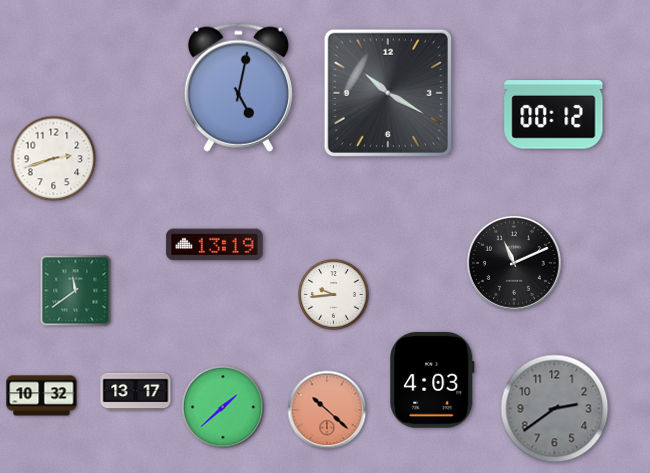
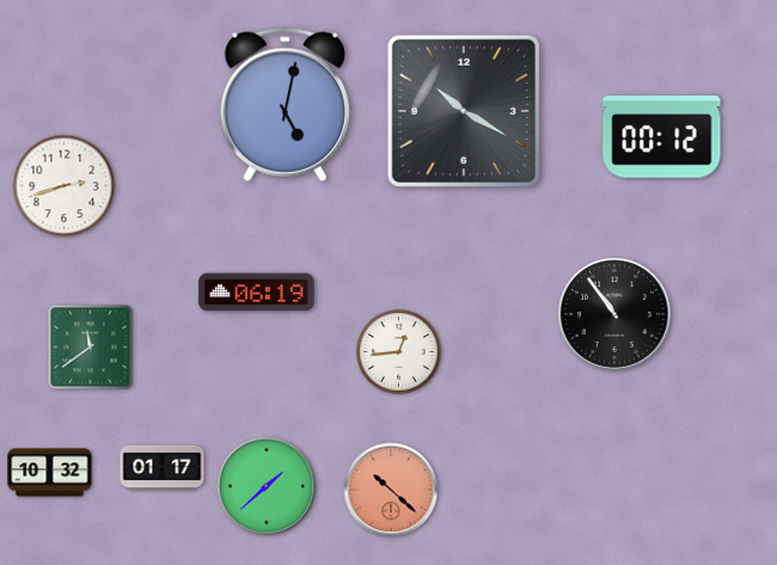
clock at (54, 159) position: (54, 159) -> (65, 186)
clock at (215, 245): 13:19 -> 06:19
clock at (514, 263): 11:11 -> 10:54
clock at (334, 295): 9:44 -> 12:44
clock at (432, 381): 4:03 -> none
clock at (136, 392): 13:17 -> 01:17
clock at (555, 409): 2:39 -> none
